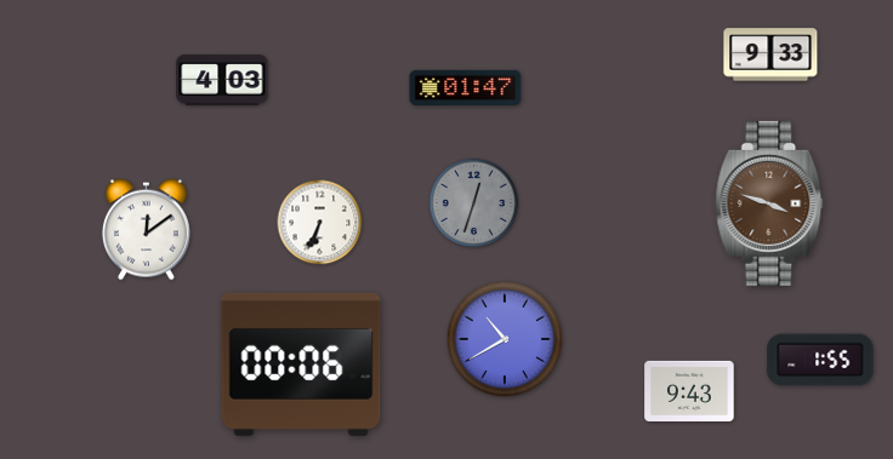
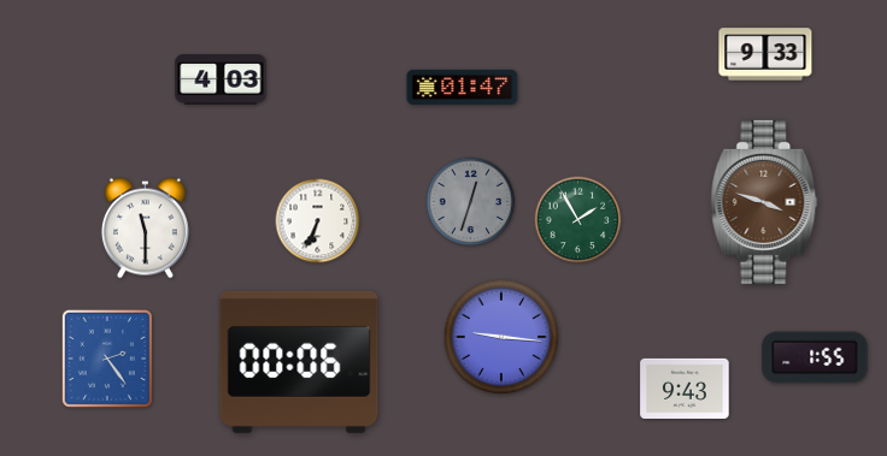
clock at (578, 220): none -> 1:55
clock at (146, 230): 12:09 -> 11:30
clock at (505, 339): 10:40 -> 9:16
clock at (107, 359): none -> 2:24
